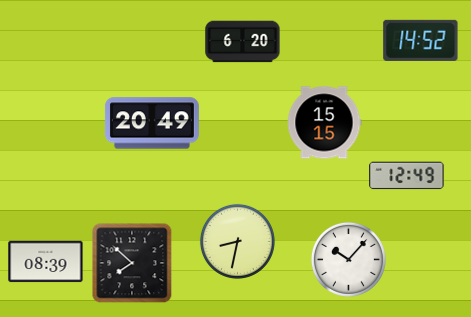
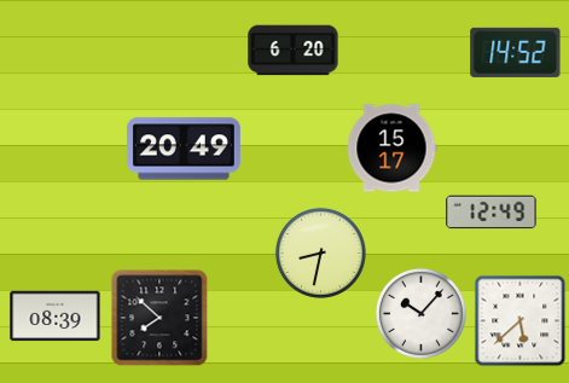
clock at (421, 40) position: (421, 40) -> (516, 52)
clock at (324, 123): 15:15 -> 15:17
clock at (237, 241) position: (237, 241) -> (320, 253)
clock at (521, 321): none -> 5:38
